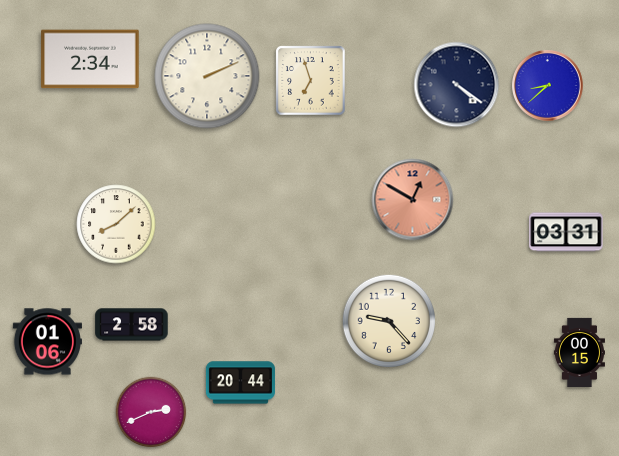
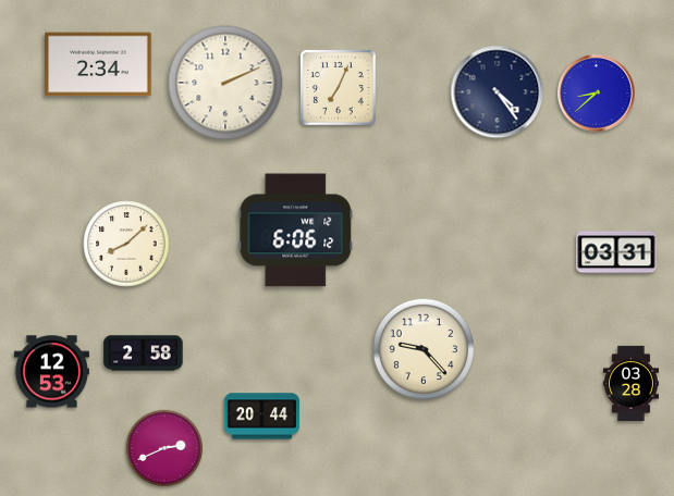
clock at (311, 81): 6:57 -> 7:04
clock at (457, 85): 4:21 -> 4:24
clock at (413, 200): 12:50 -> none
clock at (296, 231): none -> 6:06
clock at (47, 342): 01:06 -> 12:53
clock at (579, 352): 00:15 -> 03:28
